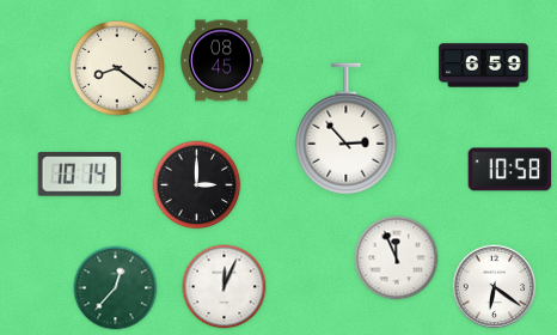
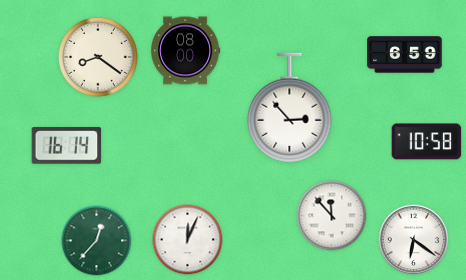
clock at (222, 61): 08:45 -> 08:00
clock at (80, 175): 10:14 -> 16:14
clock at (197, 185): 3:00 -> none
clock at (397, 258): 11:56 -> 11:53
